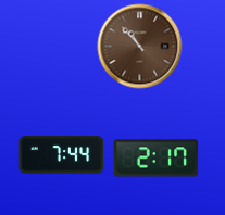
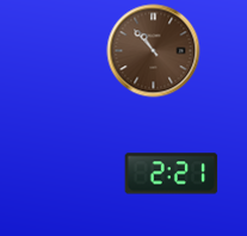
clock at (61, 155): 7:44 -> none
clock at (155, 159): 2:17 -> 2:21
